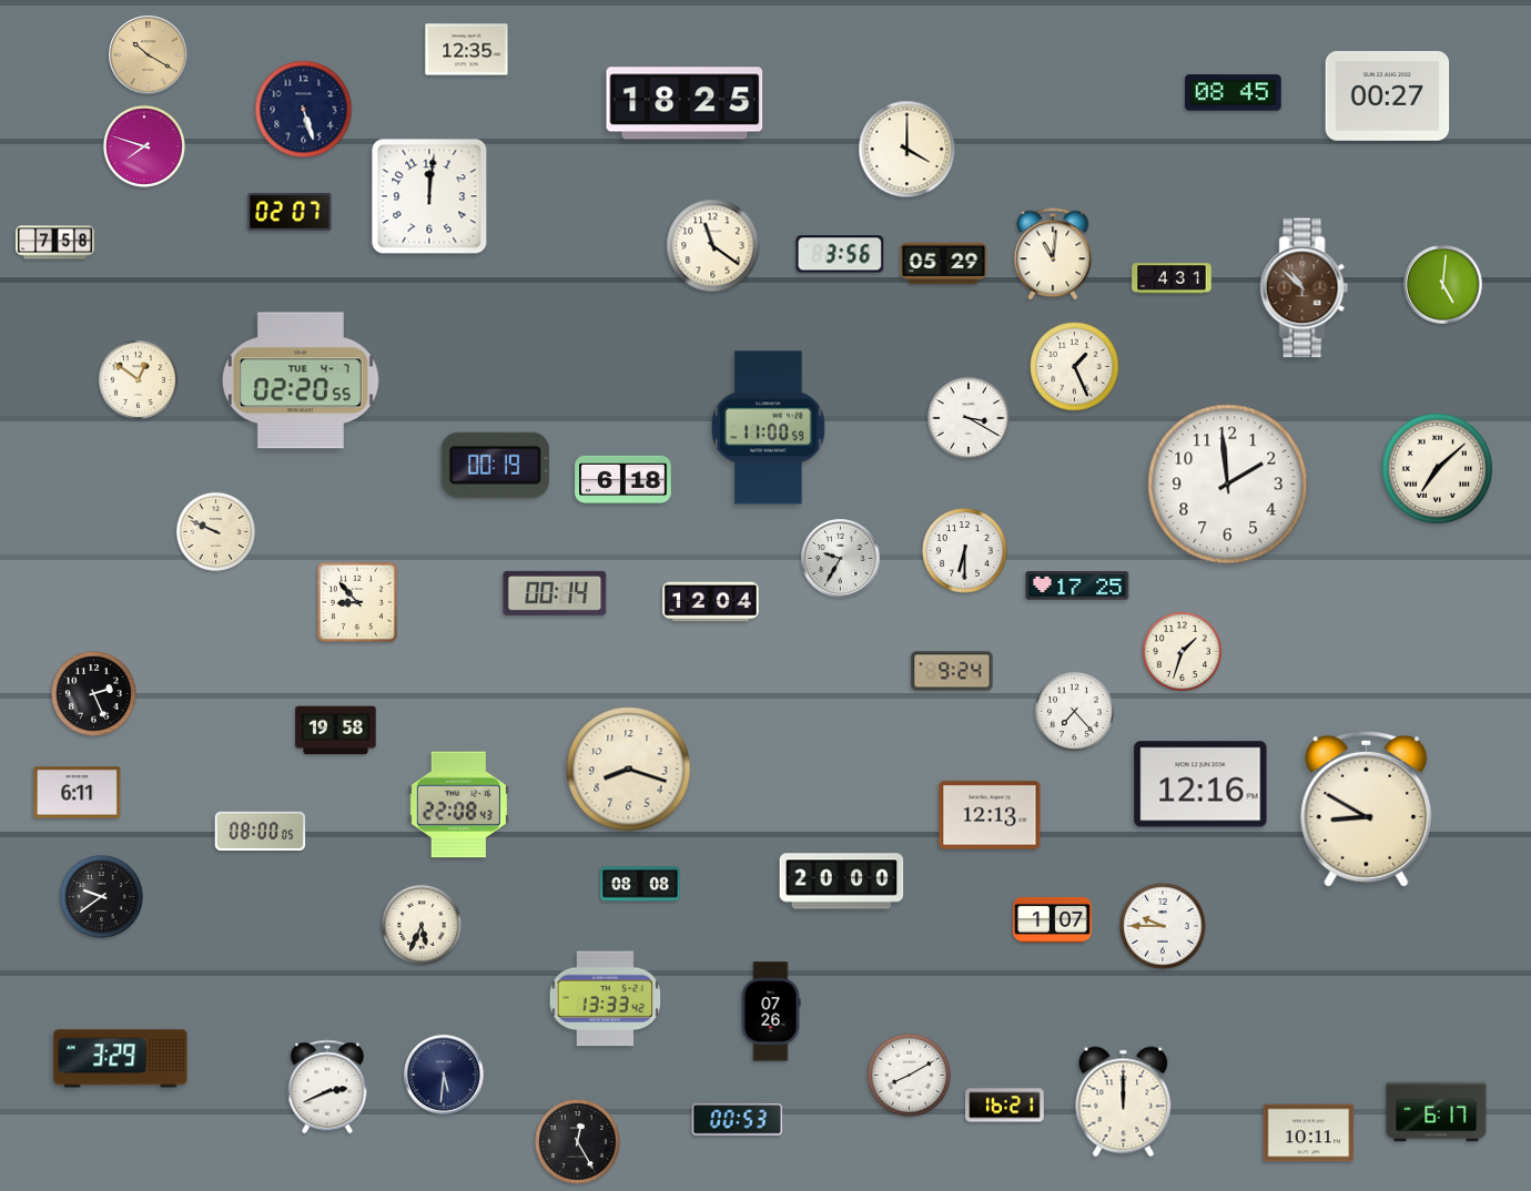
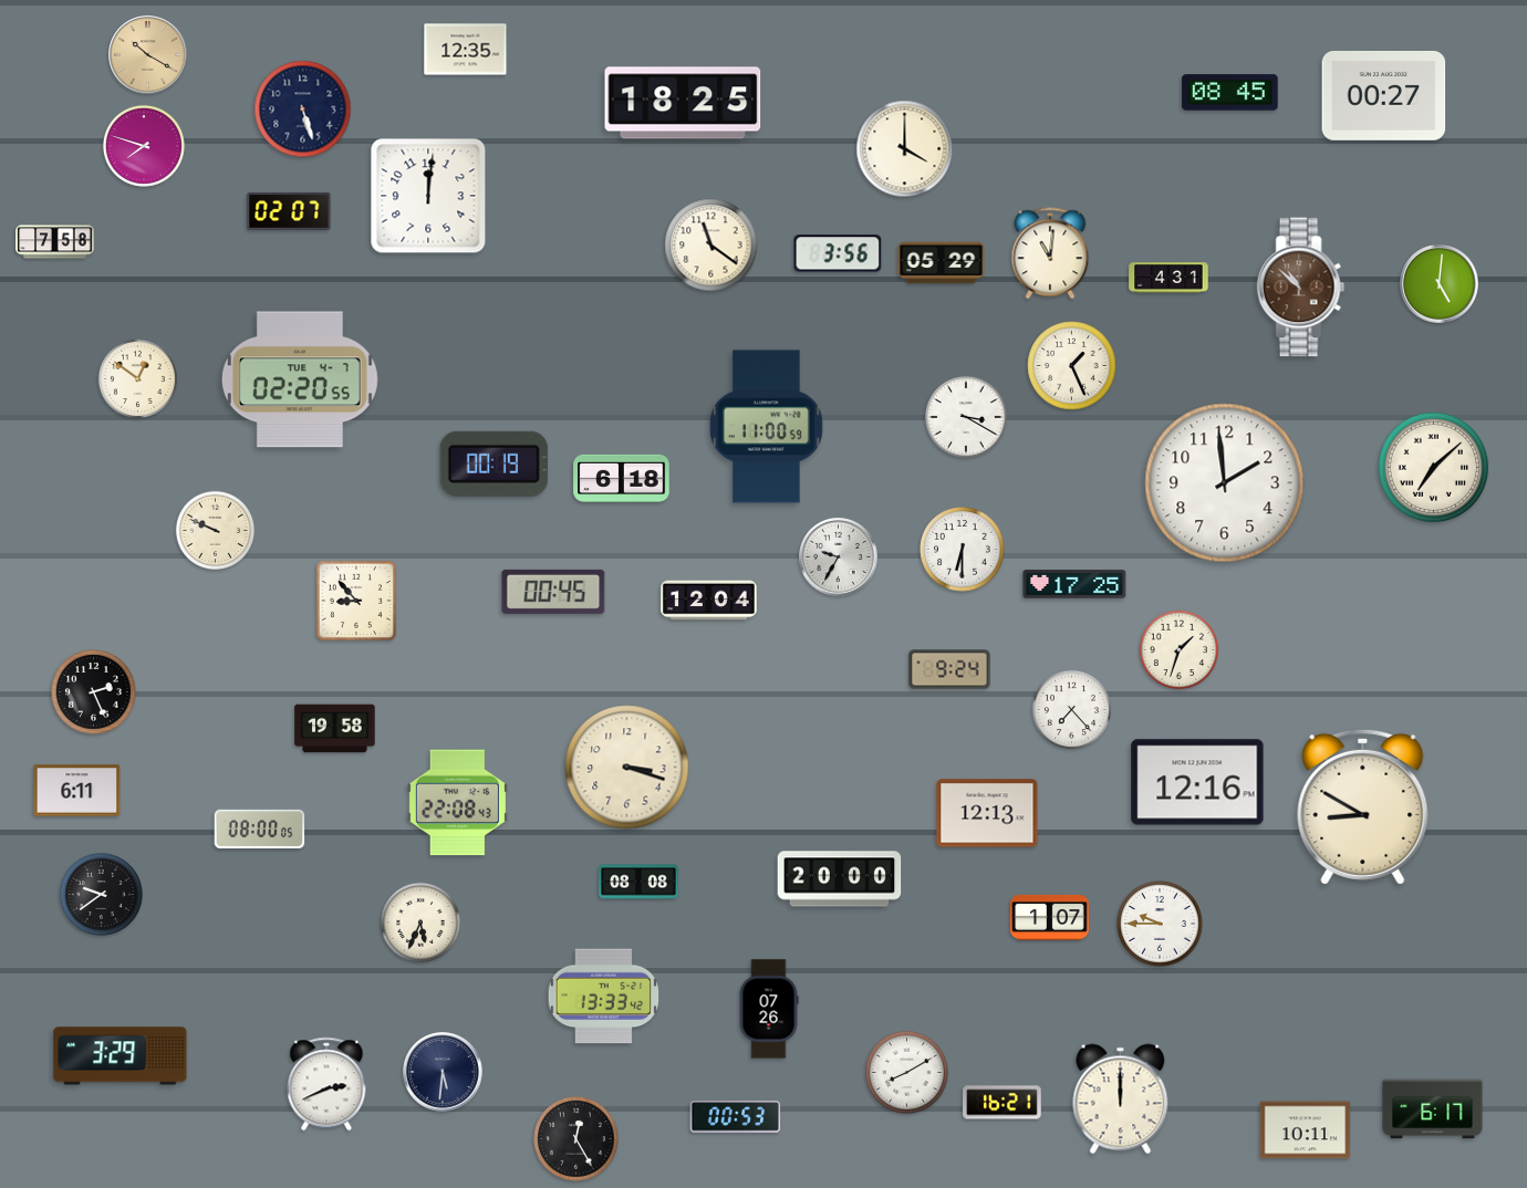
clock at (555, 593): 00:14 -> 00:45
clock at (629, 770): 8:18 -> 3:18
